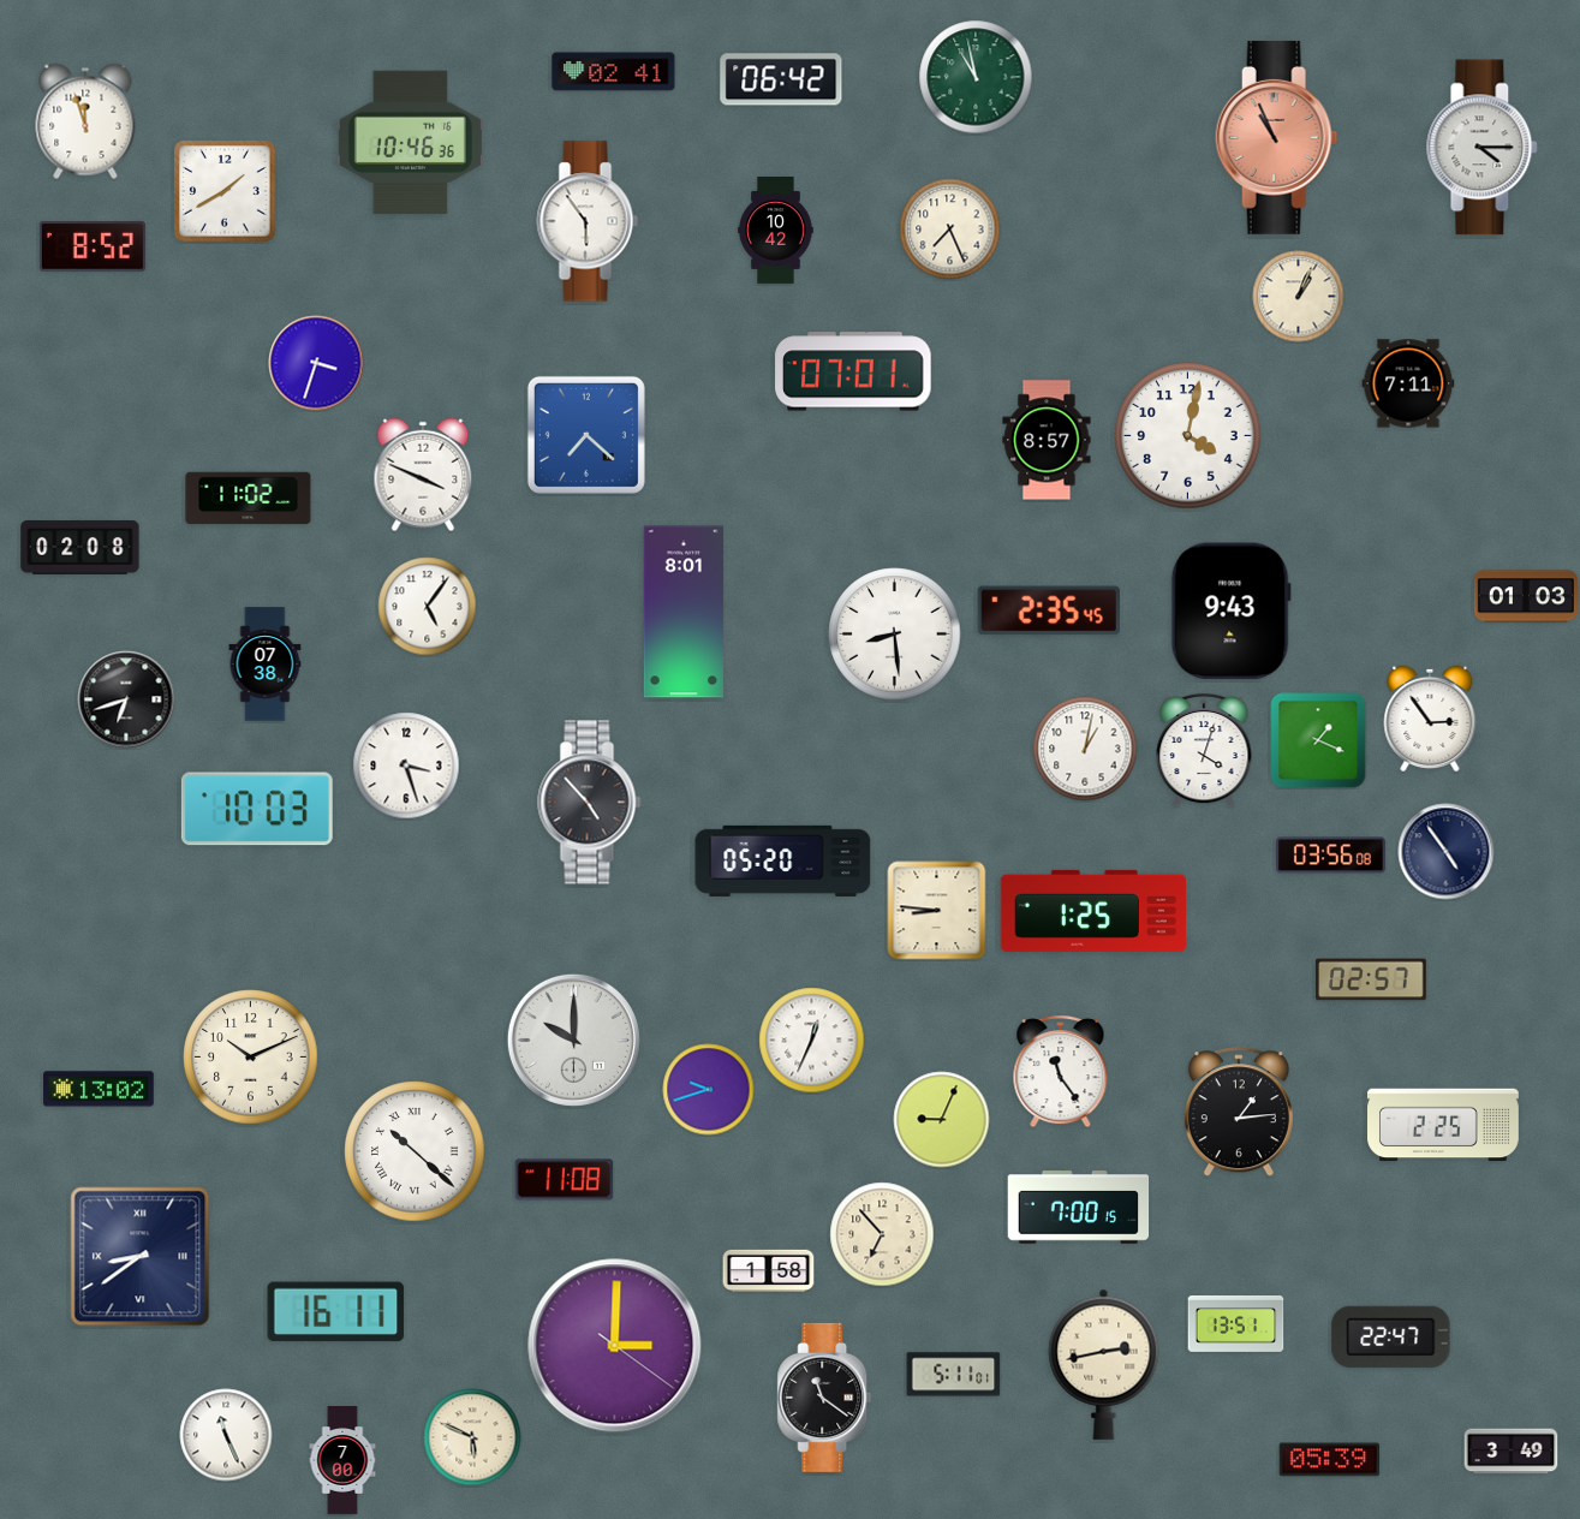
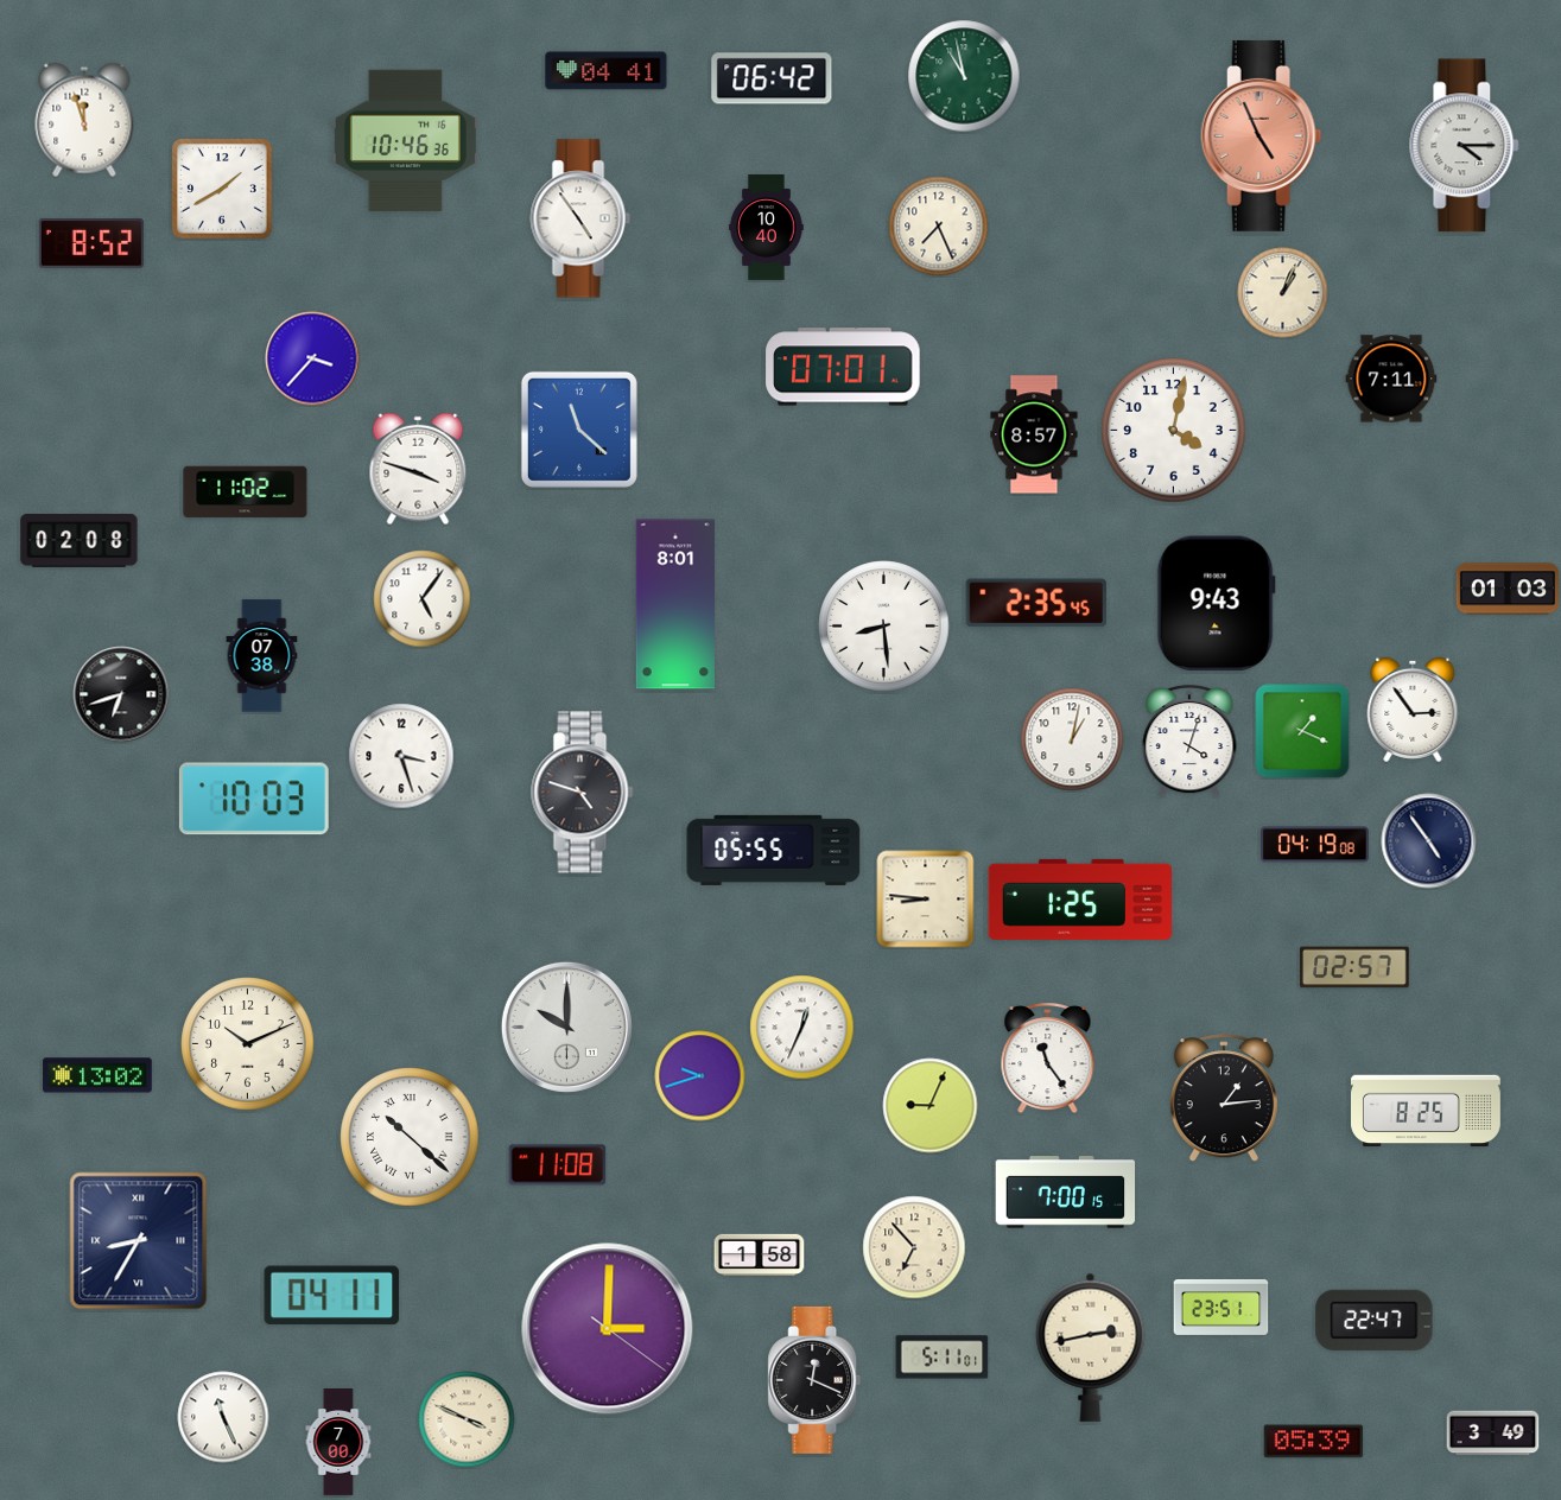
clock at (614, 72): 02:41 -> 04:41
clock at (1277, 137): 10:56 -> 4:56
clock at (588, 221): 5:54 -> 4:54
clock at (776, 230): 10:42 -> 10:40
clock at (316, 363): 3:33 -> 3:37
clock at (586, 435): 7:22 -> 11:22
clock at (423, 475): 3:49 -> 3:48
clock at (126, 699) position: (126, 699) -> (121, 694)
clock at (590, 803): 4:53 -> 4:48
clock at (1331, 856): 03:56 -> 04:19
clock at (783, 860): 05:20 -> 05:55
clock at (1444, 1125): 2:25 -> 8:25
clock at (882, 1234) position: (882, 1234) -> (914, 1247)
clock at (141, 1257): 8:39 -> 8:35
clock at (336, 1312): 16:11 -> 04:11
clock at (1236, 1323): 13:51 -> 23:51
clock at (824, 1398): 11:21 -> 12:19
clock at (472, 1437): 5:49 -> 3:49
